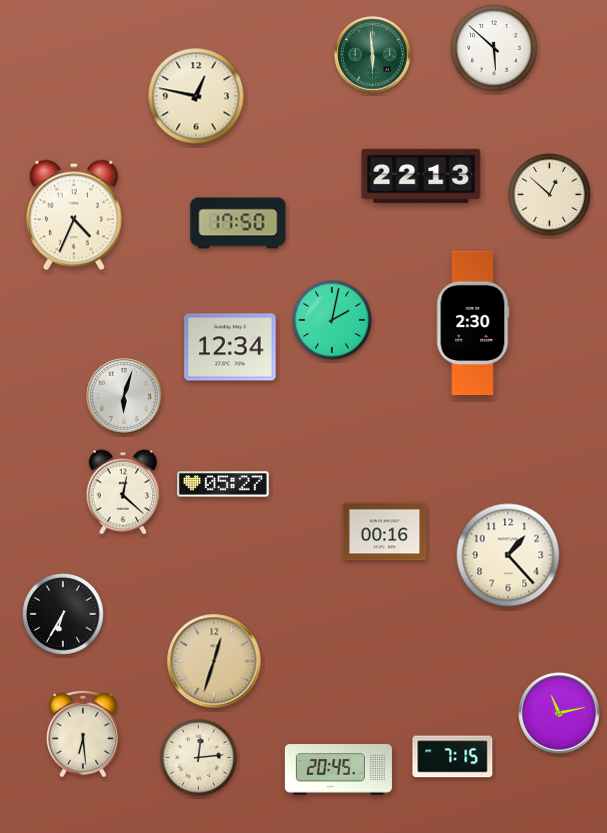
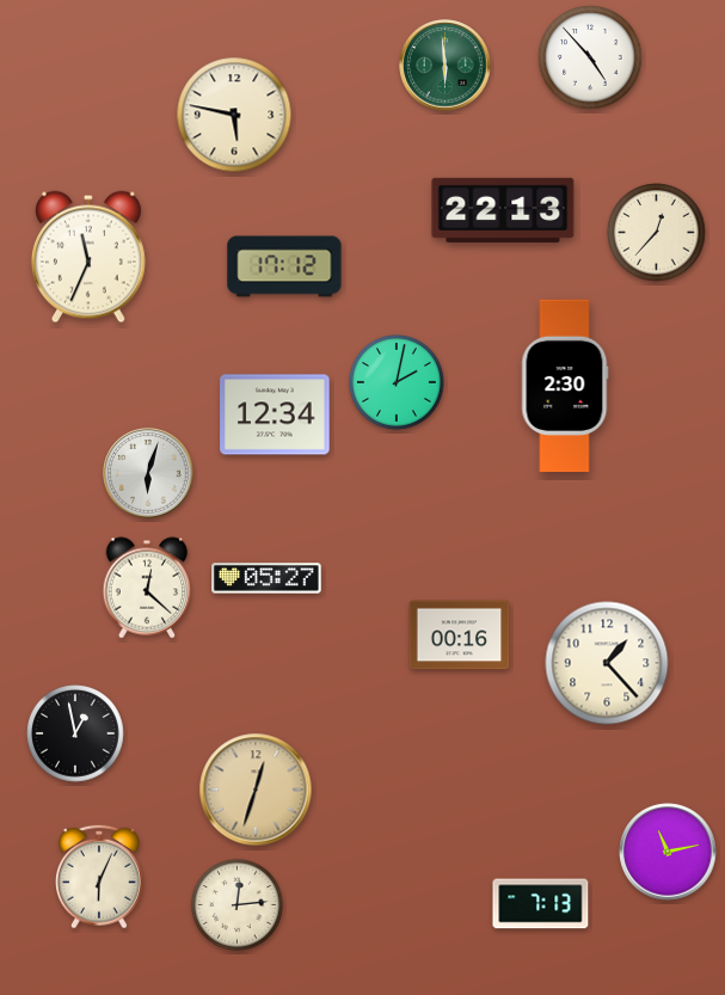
clock at (494, 48): 5:52 -> 4:53
clock at (196, 96): 12:47 -> 5:47
clock at (550, 195): 12:52 -> 12:37
clock at (74, 215): 4:34 -> 11:34
clock at (238, 223): 17:50 -> 17:12
clock at (63, 614): 6:35 -> 12:58
clock at (83, 734): 6:29 -> 6:04
clock at (453, 757): 7:15 -> 7:13
clock at (338, 770): 20:45 -> none
